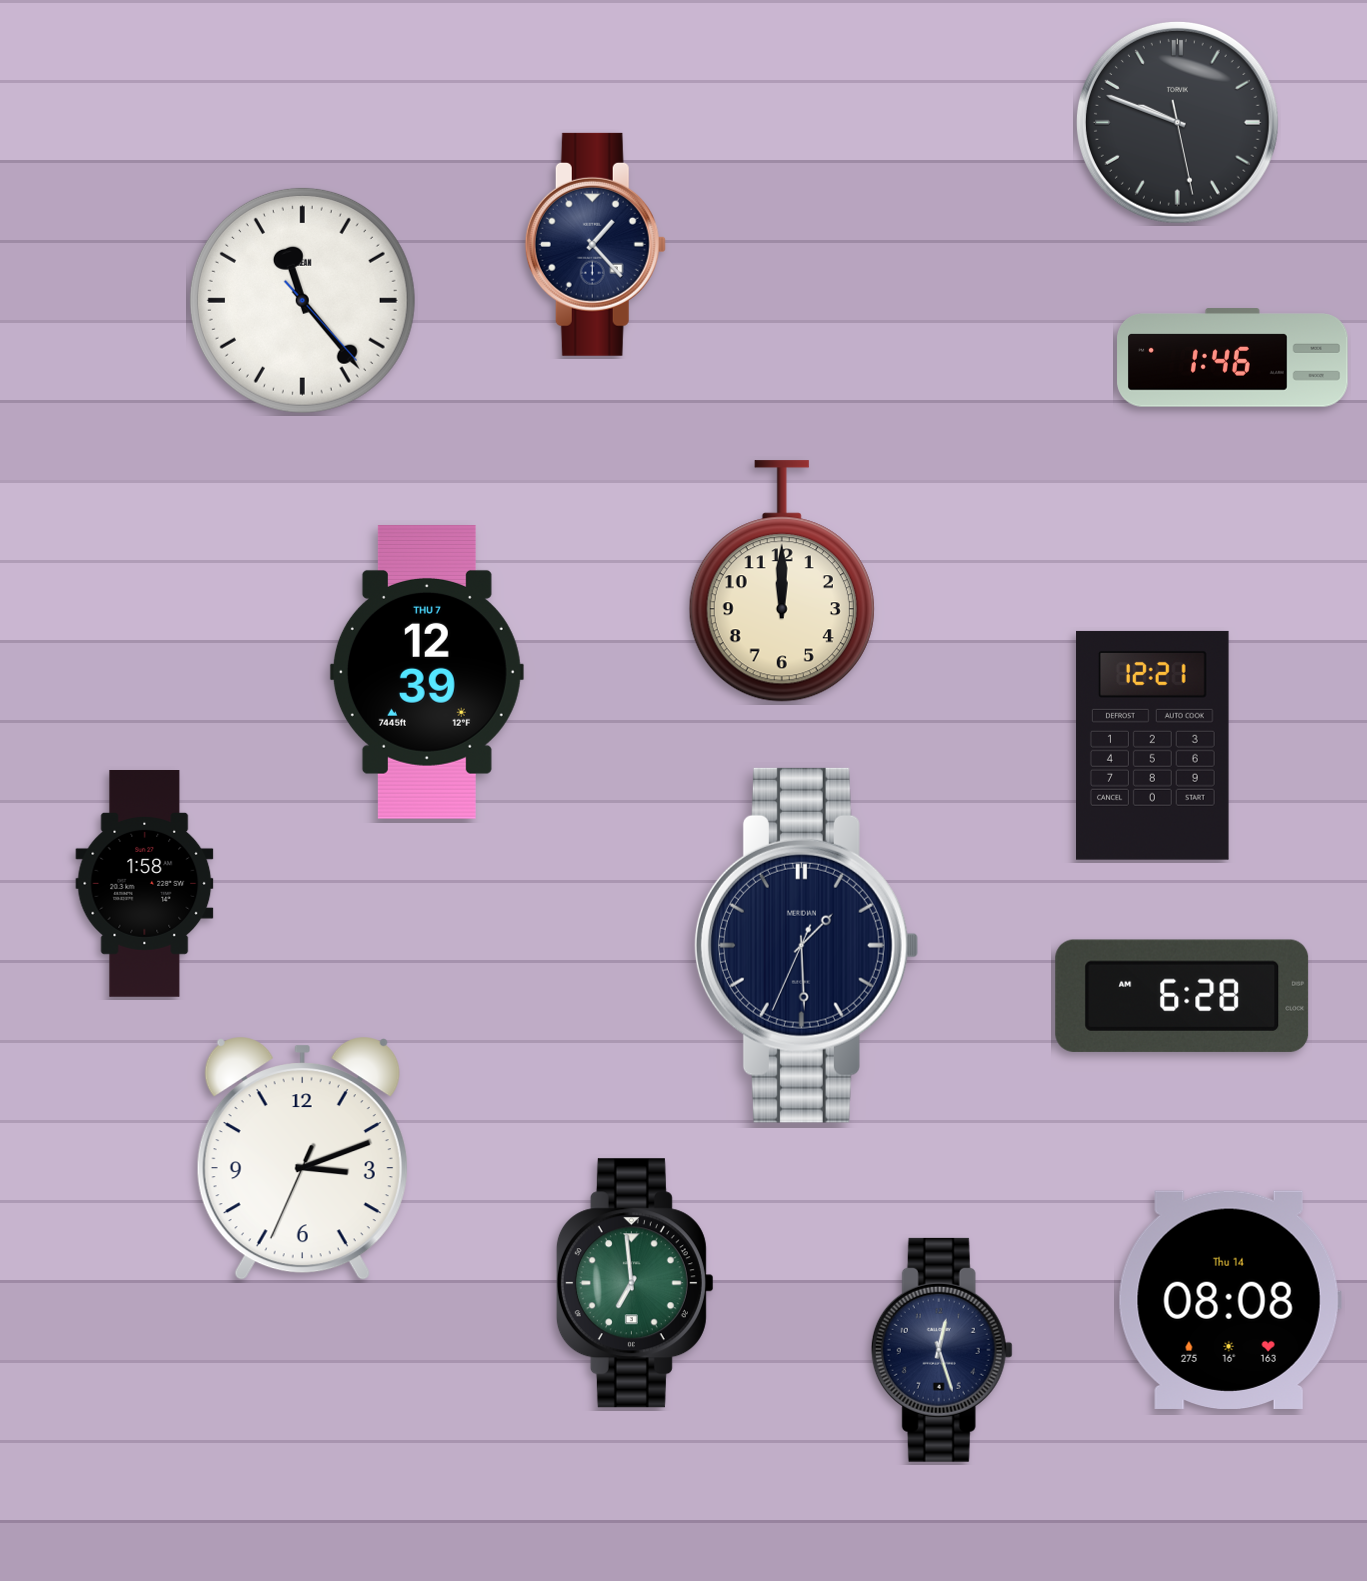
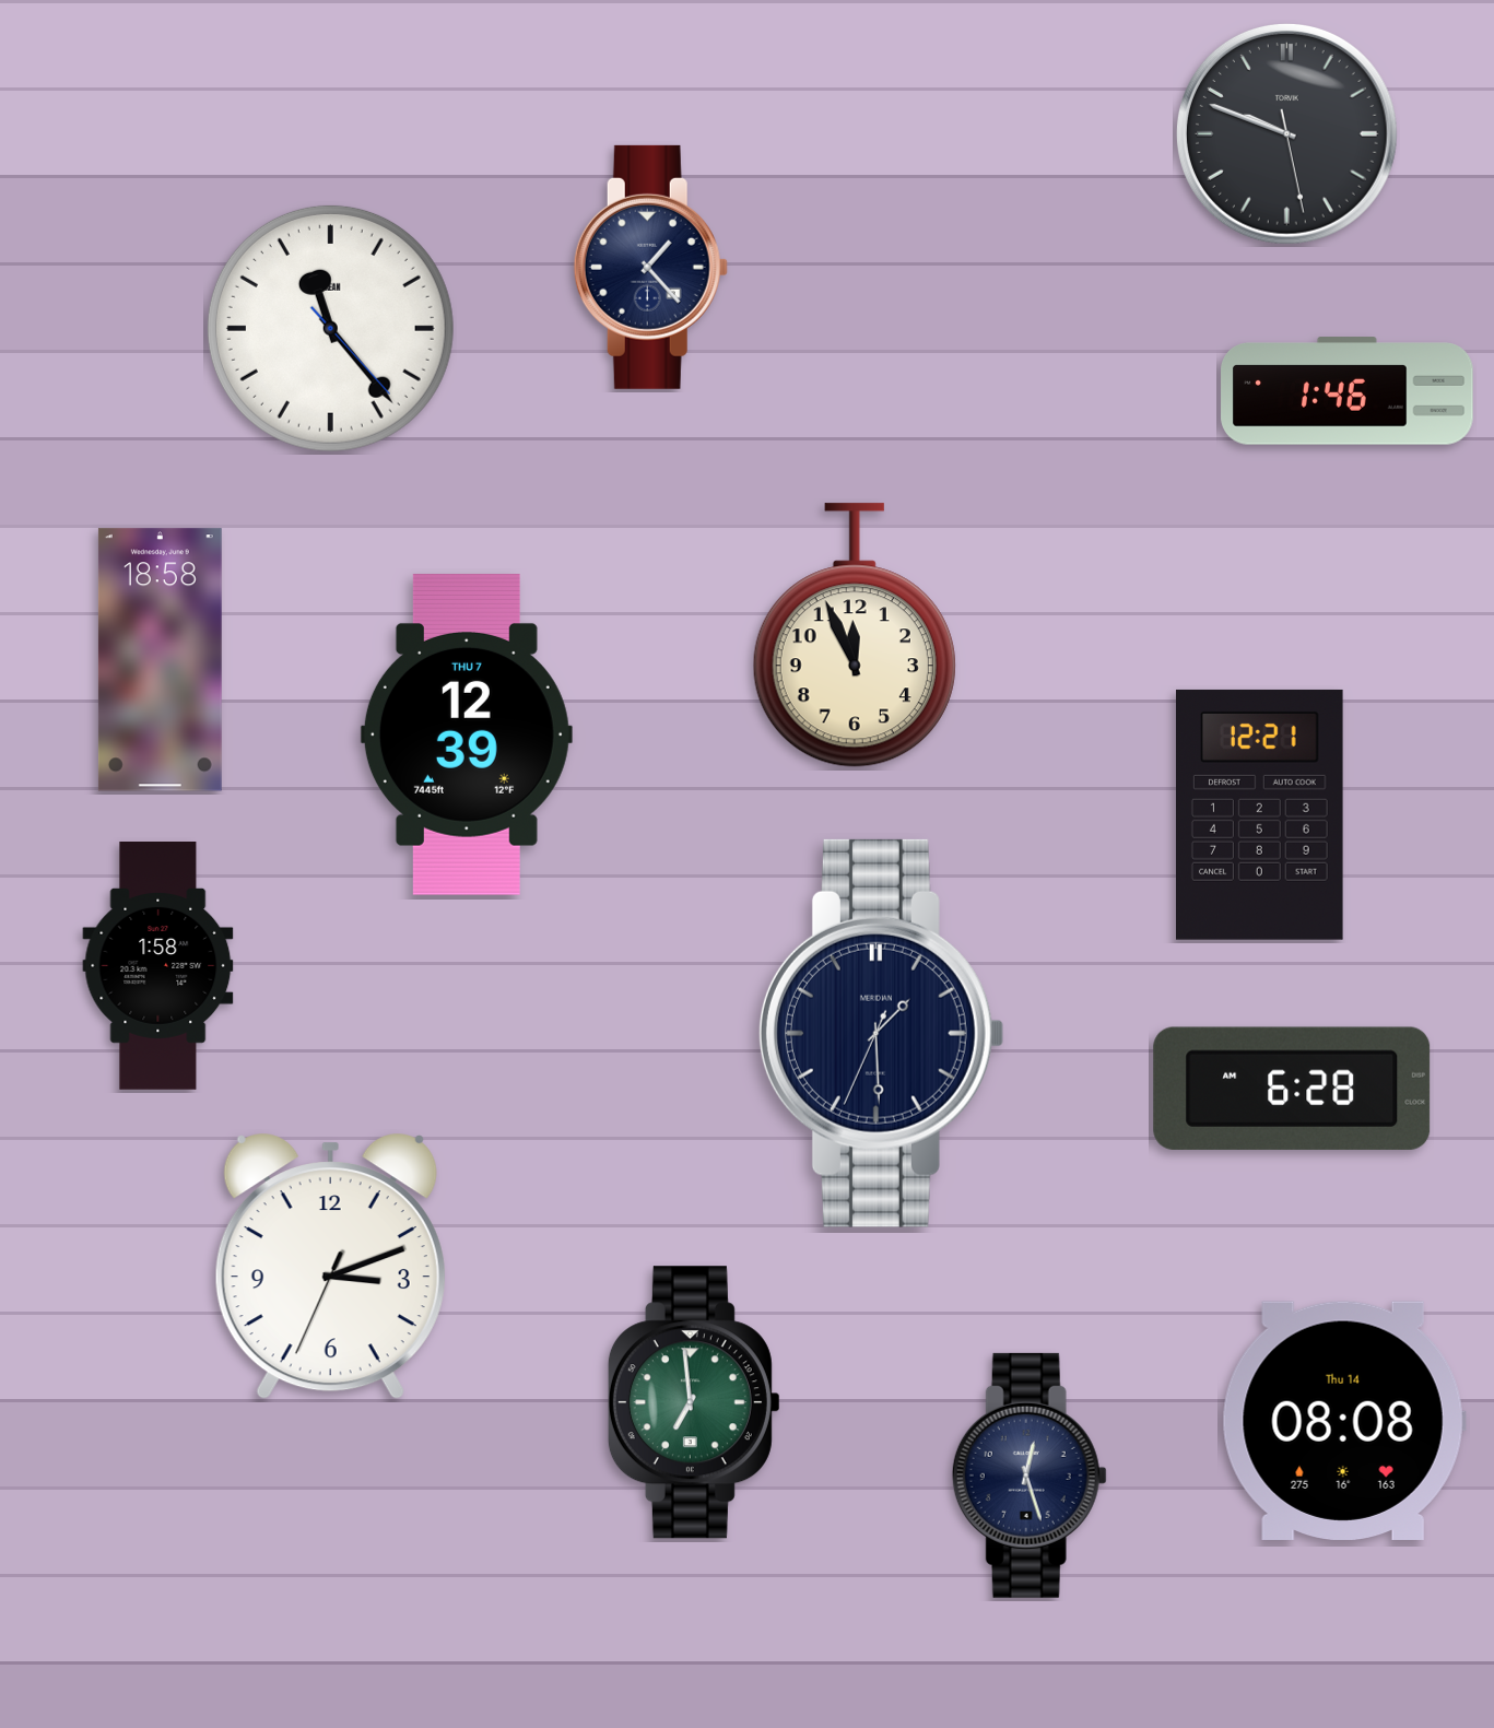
clock at (782, 581): 12:00 -> 11:56
clock at (160, 660): none -> 18:58
